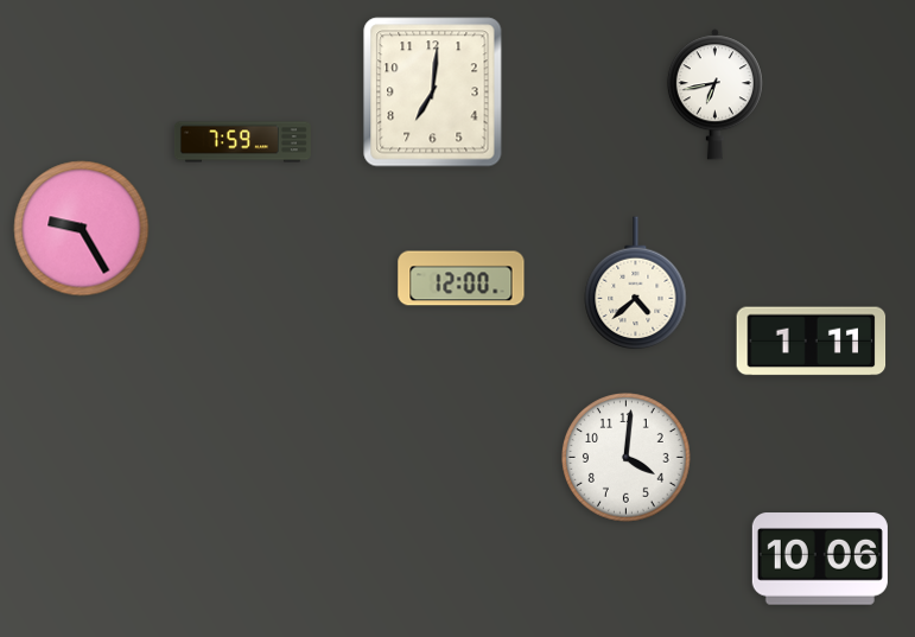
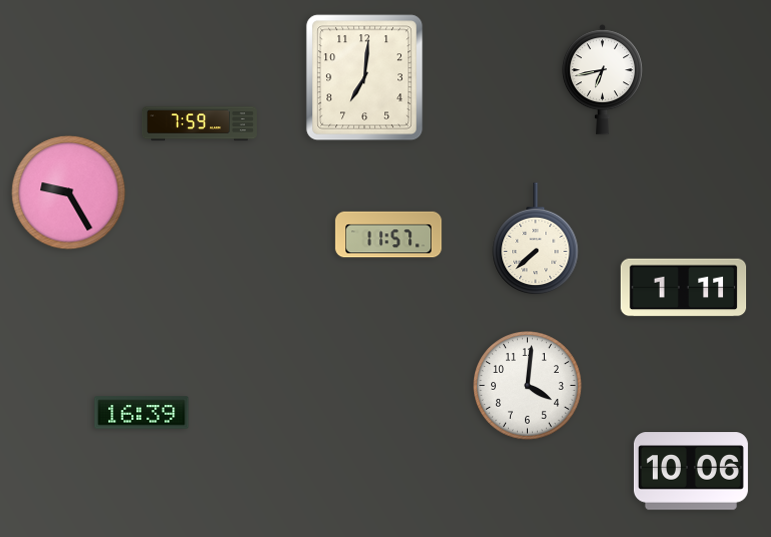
clock at (242, 142) position: (242, 142) -> (199, 124)
clock at (462, 279): 12:00 -> 11:57
clock at (636, 284): 4:38 -> 7:38
clock at (142, 413): none -> 16:39
